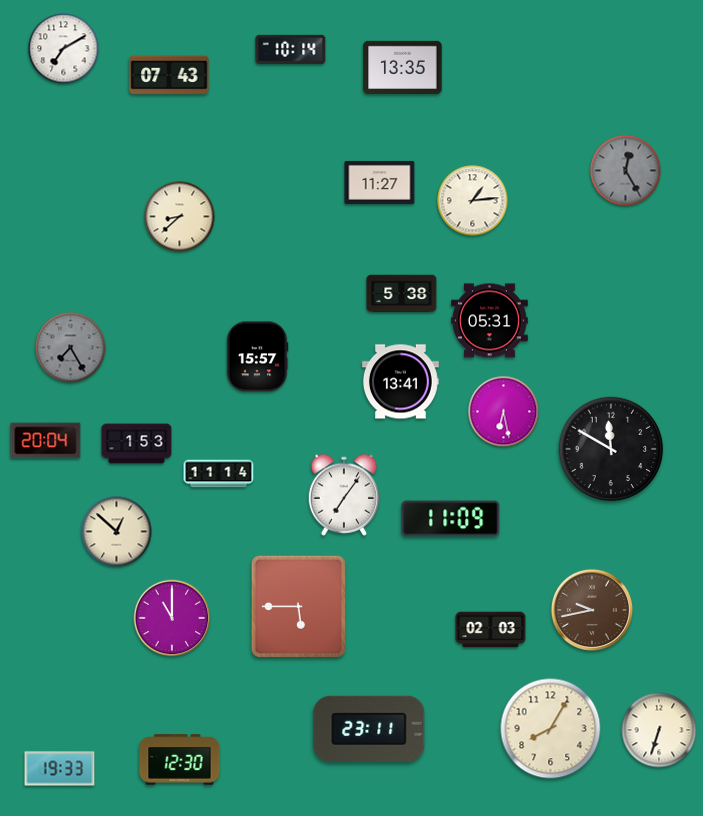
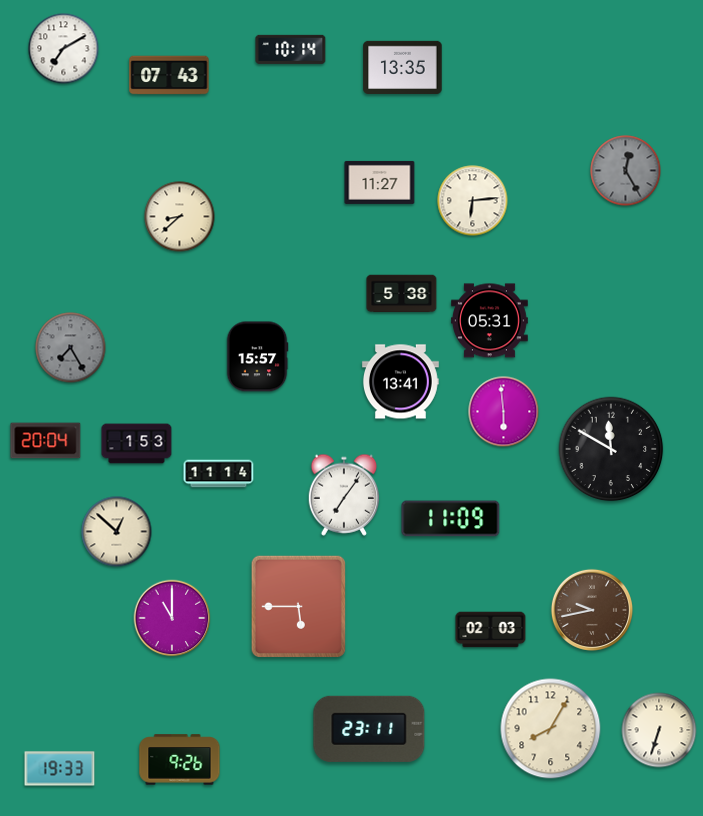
clock at (473, 201): 1:14 -> 6:14
clock at (504, 412): 6:28 -> 5:59
clock at (180, 760): 12:30 -> 9:26
